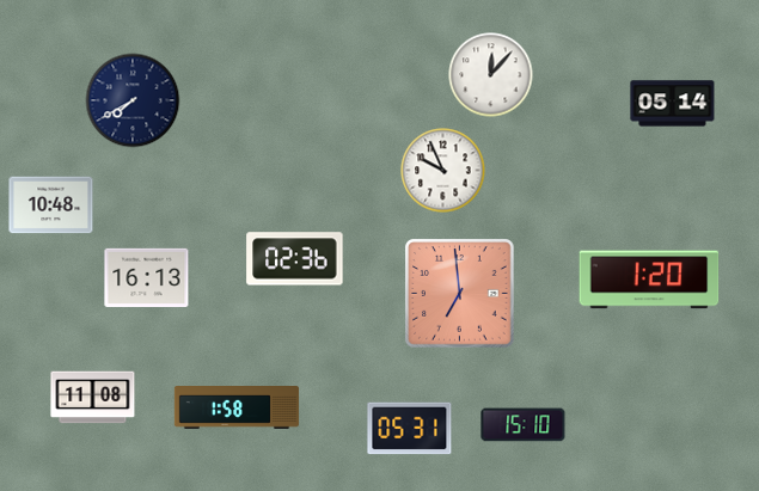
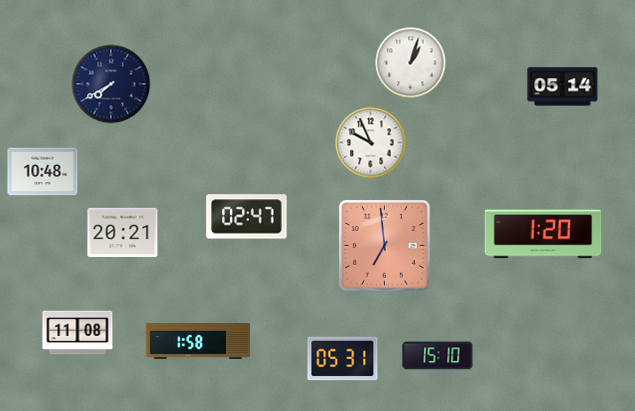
clock at (491, 75): 12:07 -> 1:03
clock at (295, 259): 02:36 -> 02:47
clock at (147, 277): 16:13 -> 20:21
